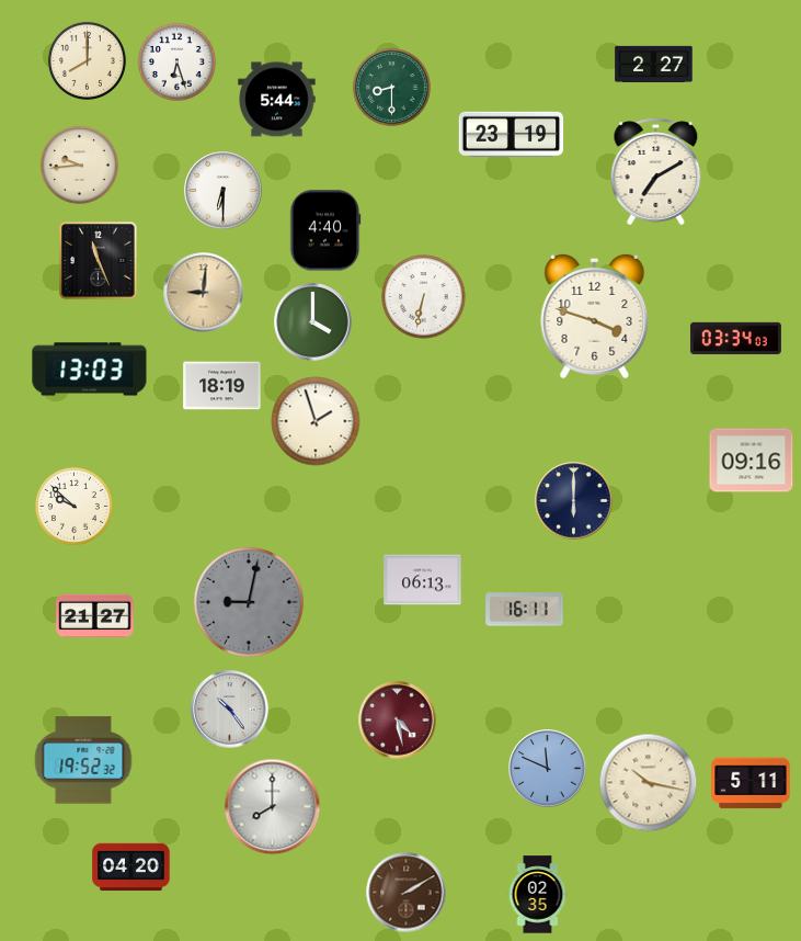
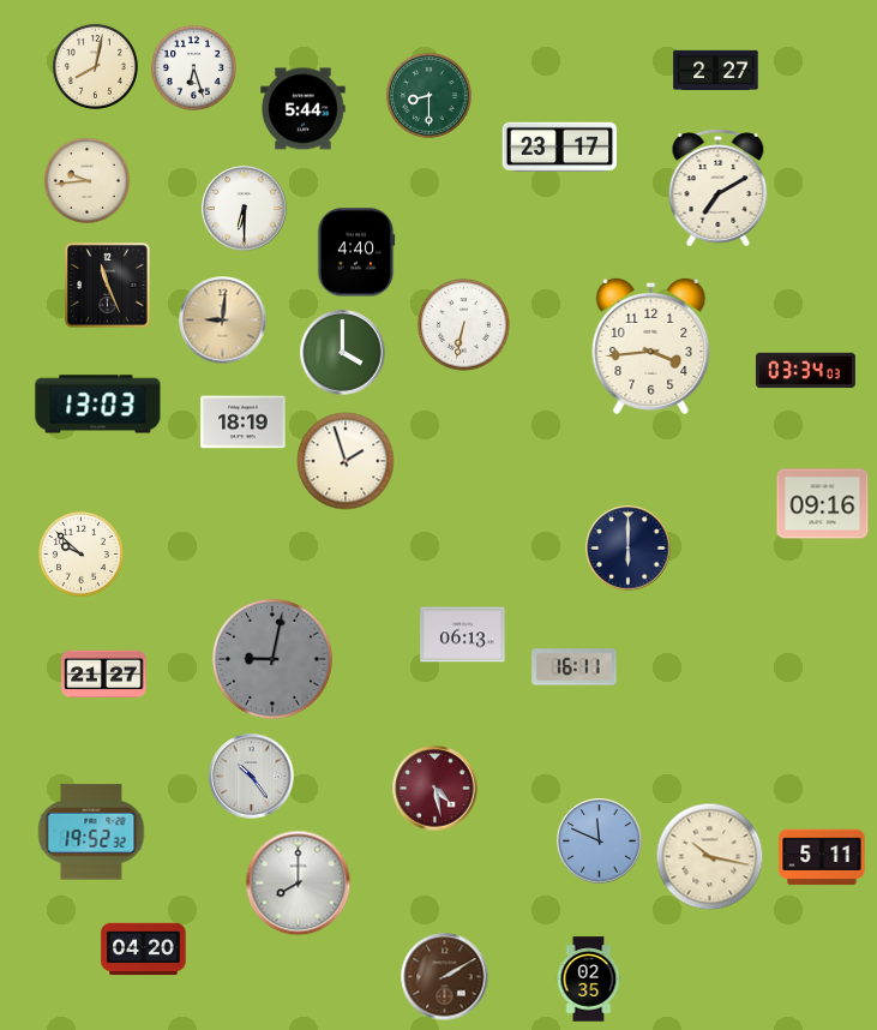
clock at (87, 60): 8:00 -> 8:02
clock at (512, 135): 23:19 -> 23:17
clock at (595, 316): 3:48 -> 3:44
